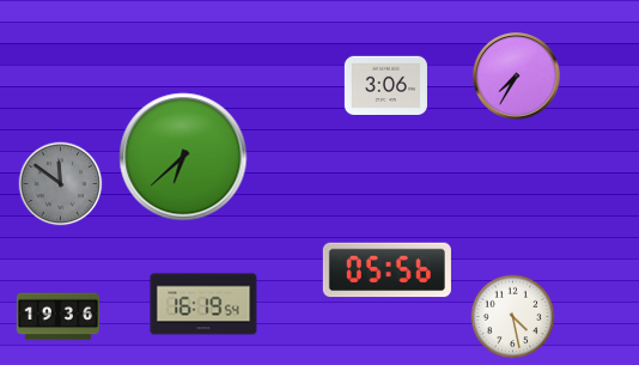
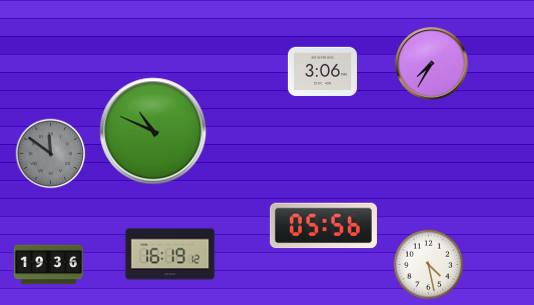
clock at (183, 157): 6:38 -> 10:49
clock at (203, 304): 16:19:54 -> 16:19:12
